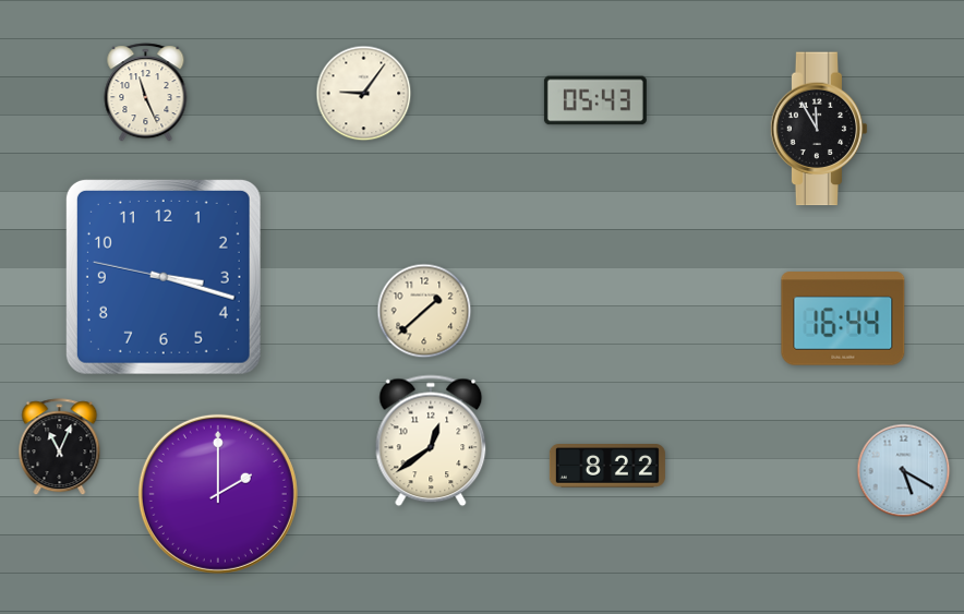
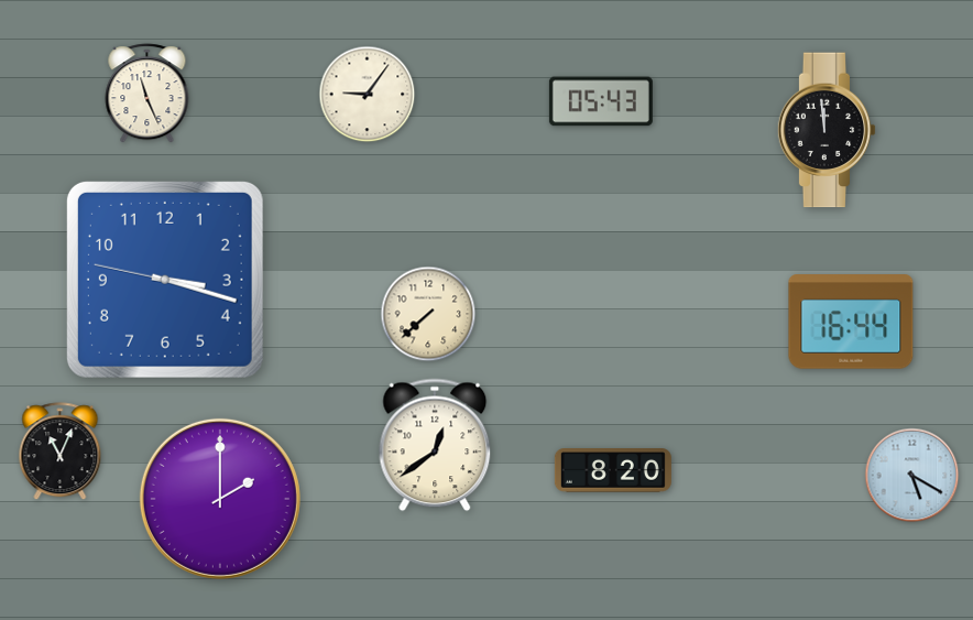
clock at (819, 129): 11:55 -> 11:59
clock at (424, 311): 1:38 -> 7:38
clock at (607, 467): 8:22 -> 8:20
